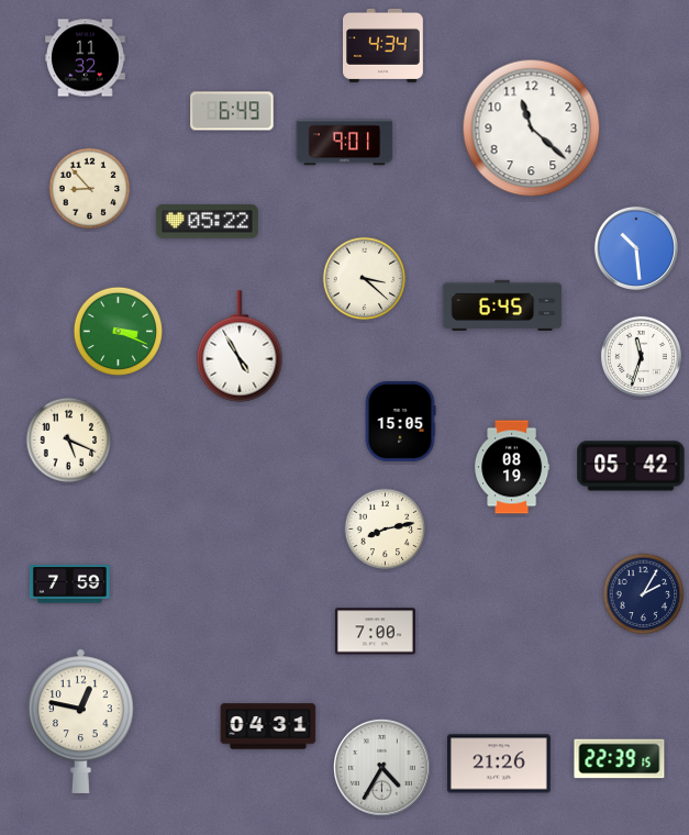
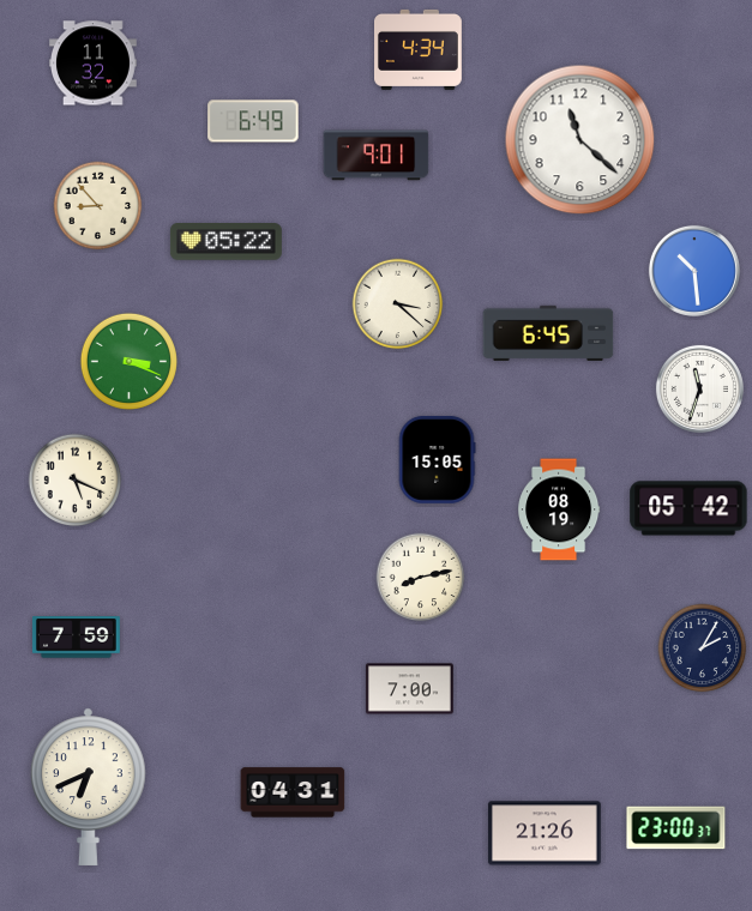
clock at (240, 346): 4:55 -> none
clock at (80, 721): 12:47 -> 6:41
clock at (620, 759): 22:39 -> 23:00
clock at (381, 767): 4:35 -> none
